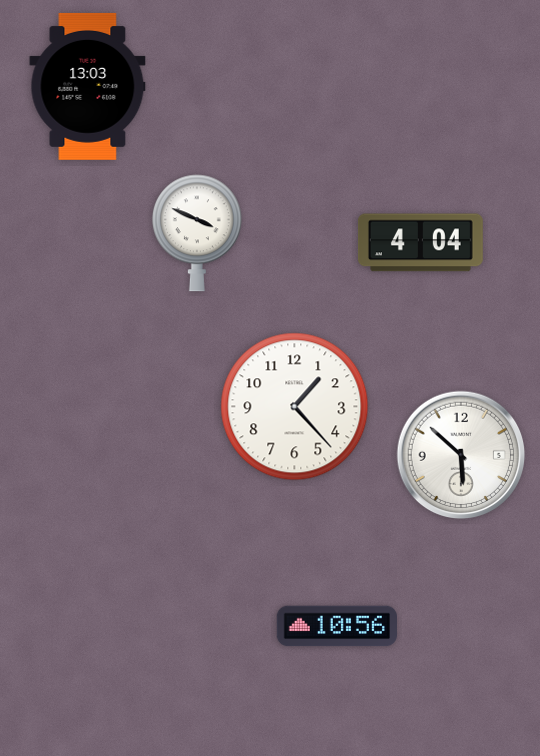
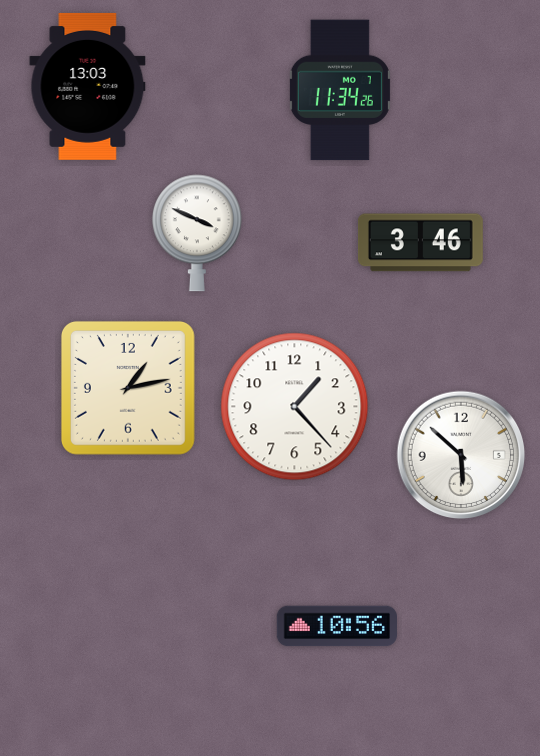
clock at (340, 90): none -> 11:34
clock at (420, 243): 4:04 -> 3:46
clock at (128, 388): none -> 1:13
